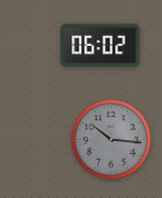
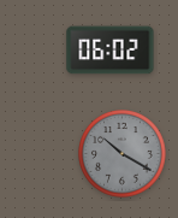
clock at (112, 140): 10:16 -> 10:20
